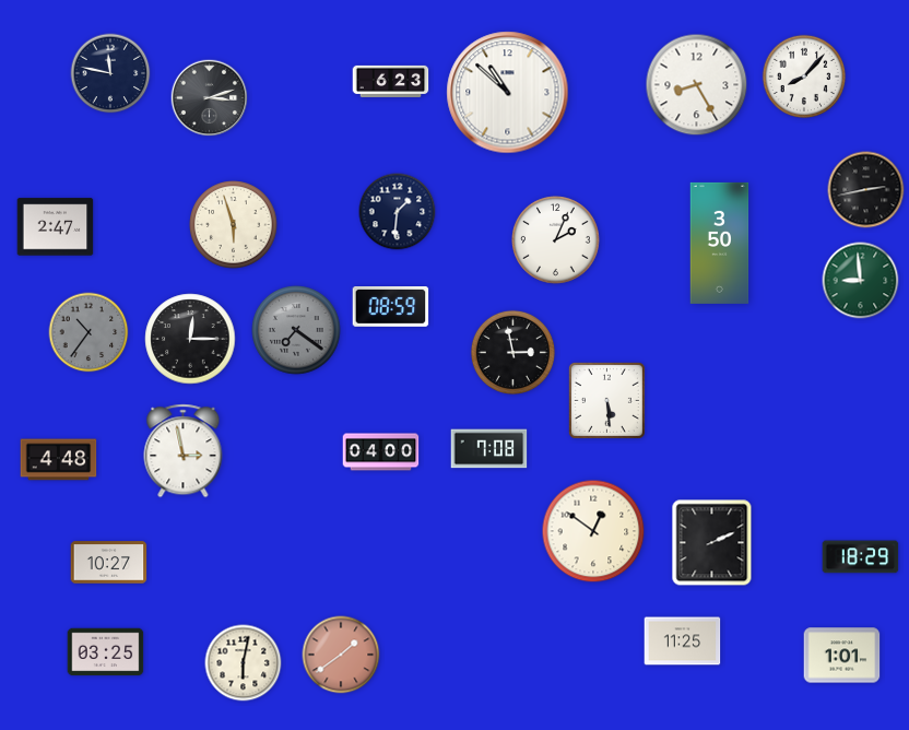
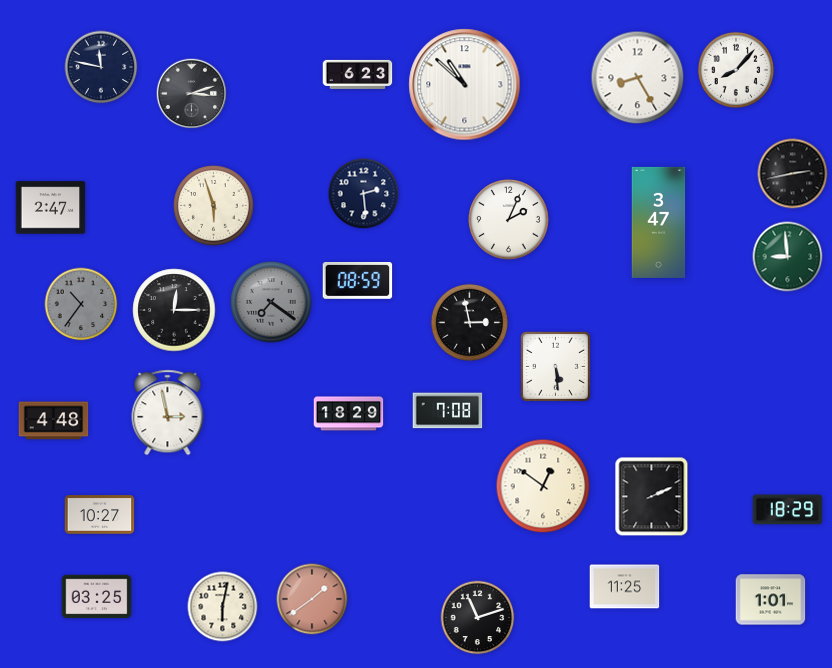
clock at (210, 98) position: (210, 98) -> (192, 94)
clock at (398, 212): 1:31 -> 2:29
clock at (720, 243): 3:50 -> 3:47
clock at (381, 452): 04:00 -> 18:29
clock at (478, 618): none -> 11:12
